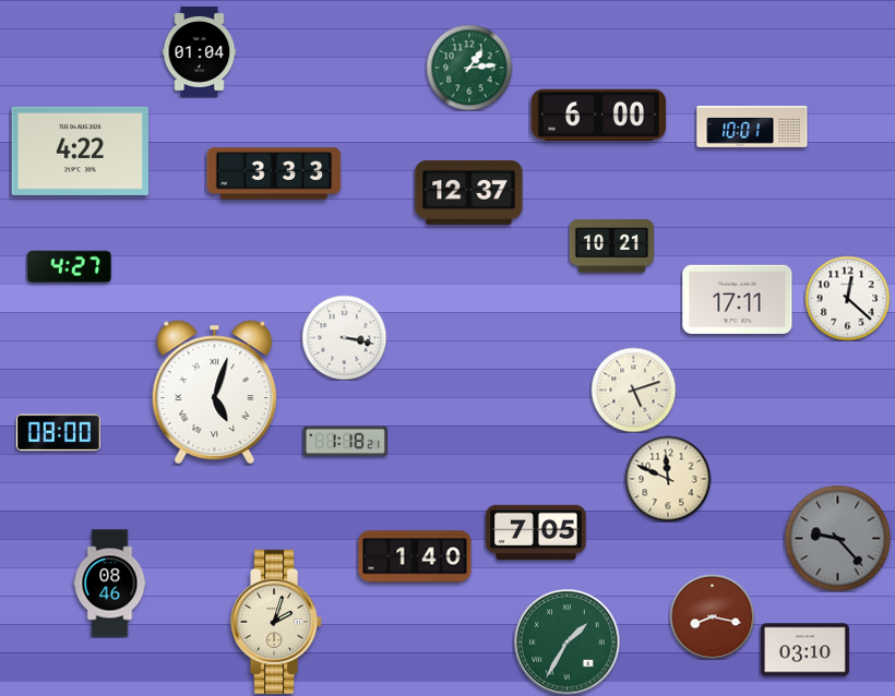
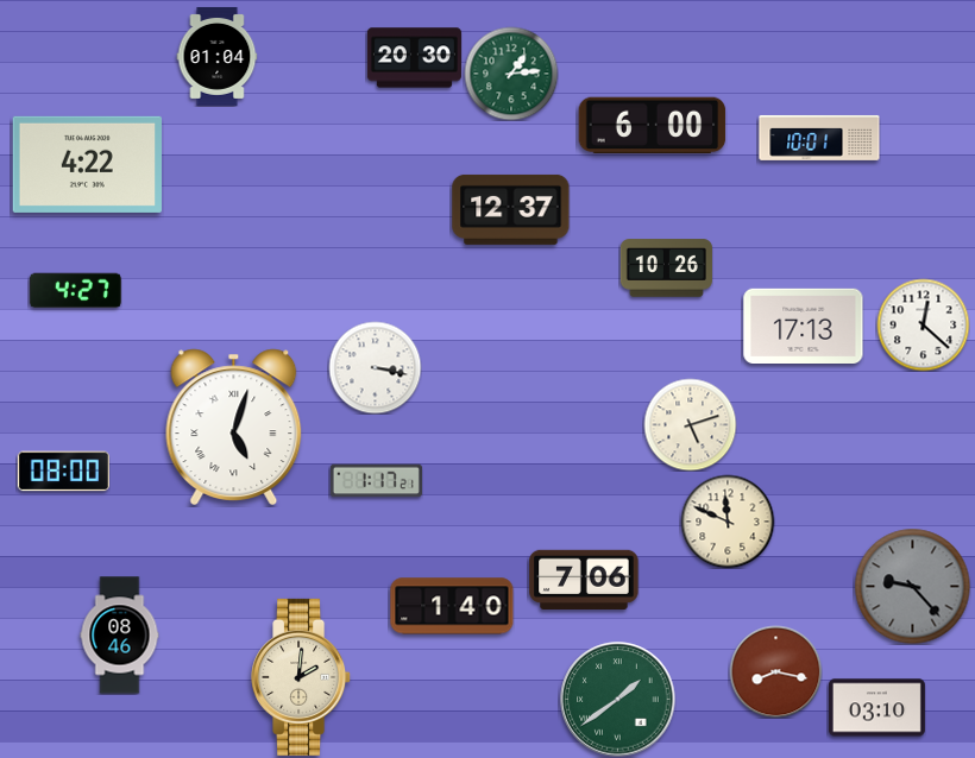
clock at (414, 58): none -> 20:30
clock at (274, 173): 3:33 -> none
clock at (611, 247): 10:21 -> 10:26
clock at (738, 299): 17:11 -> 17:13
clock at (345, 442): 1:18 -> 1:17
clock at (536, 531): 7:05 -> 7:06
clock at (277, 622): 2:03 -> 2:01
clock at (568, 643): 1:35 -> 1:39
